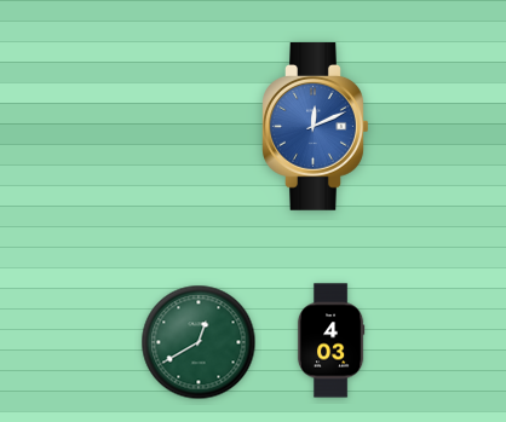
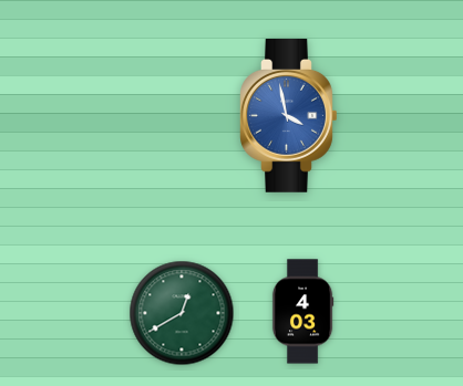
clock at (316, 127): 12:11 -> 3:58
